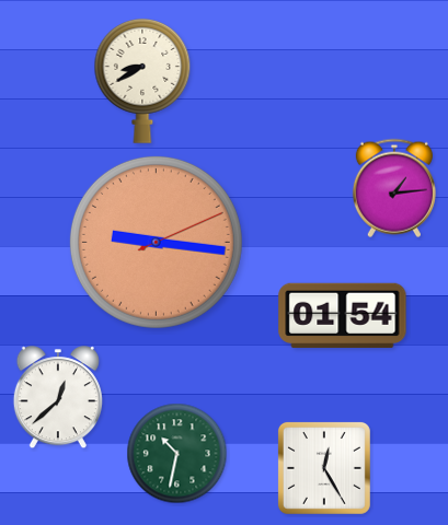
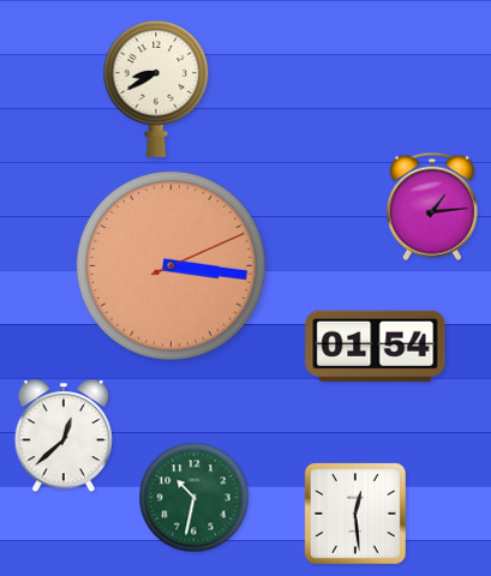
clock at (156, 242): 9:16 -> 3:16
clock at (324, 468): 12:25 -> 12:29
